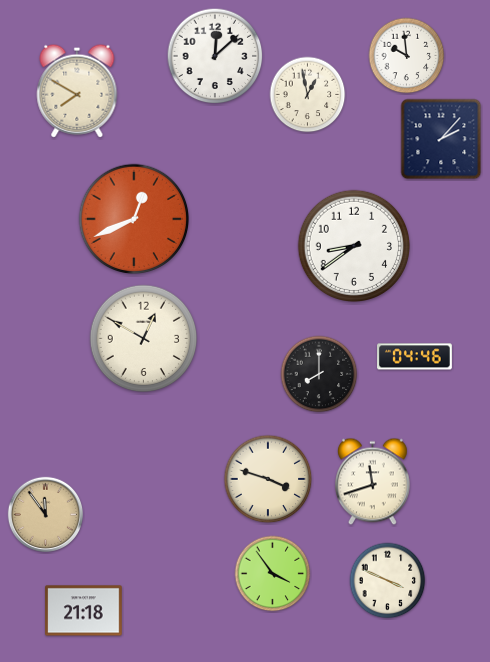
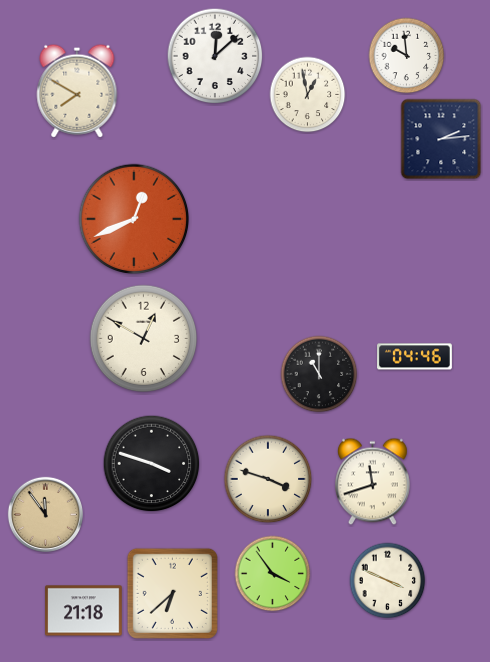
clock at (441, 139): 2:07 -> 2:14
clock at (353, 245): 8:39 -> none
clock at (319, 374): 8:00 -> 11:00
clock at (152, 464): none -> 3:48
clock at (172, 593): none -> 6:38
